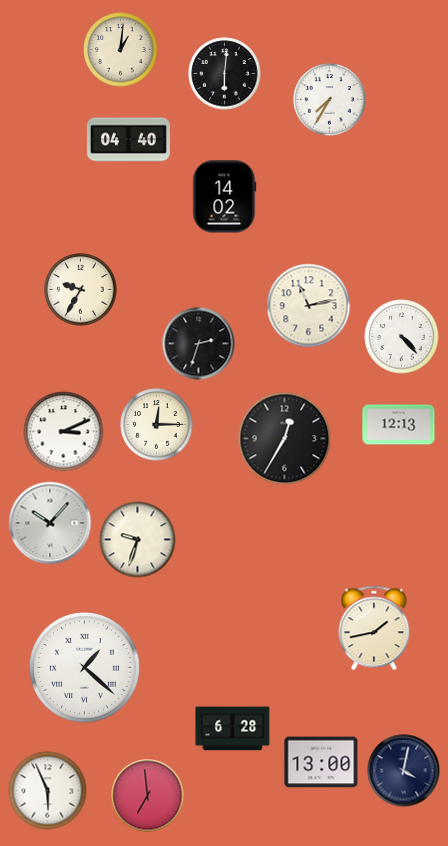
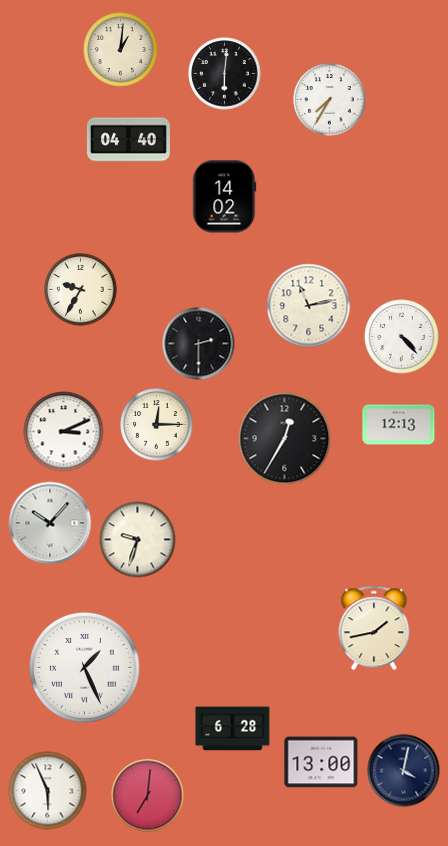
clock at (199, 344): 2:33 -> 2:30
clock at (84, 667): 1:22 -> 1:26
clock at (148, 796): 6:59 -> 7:01
